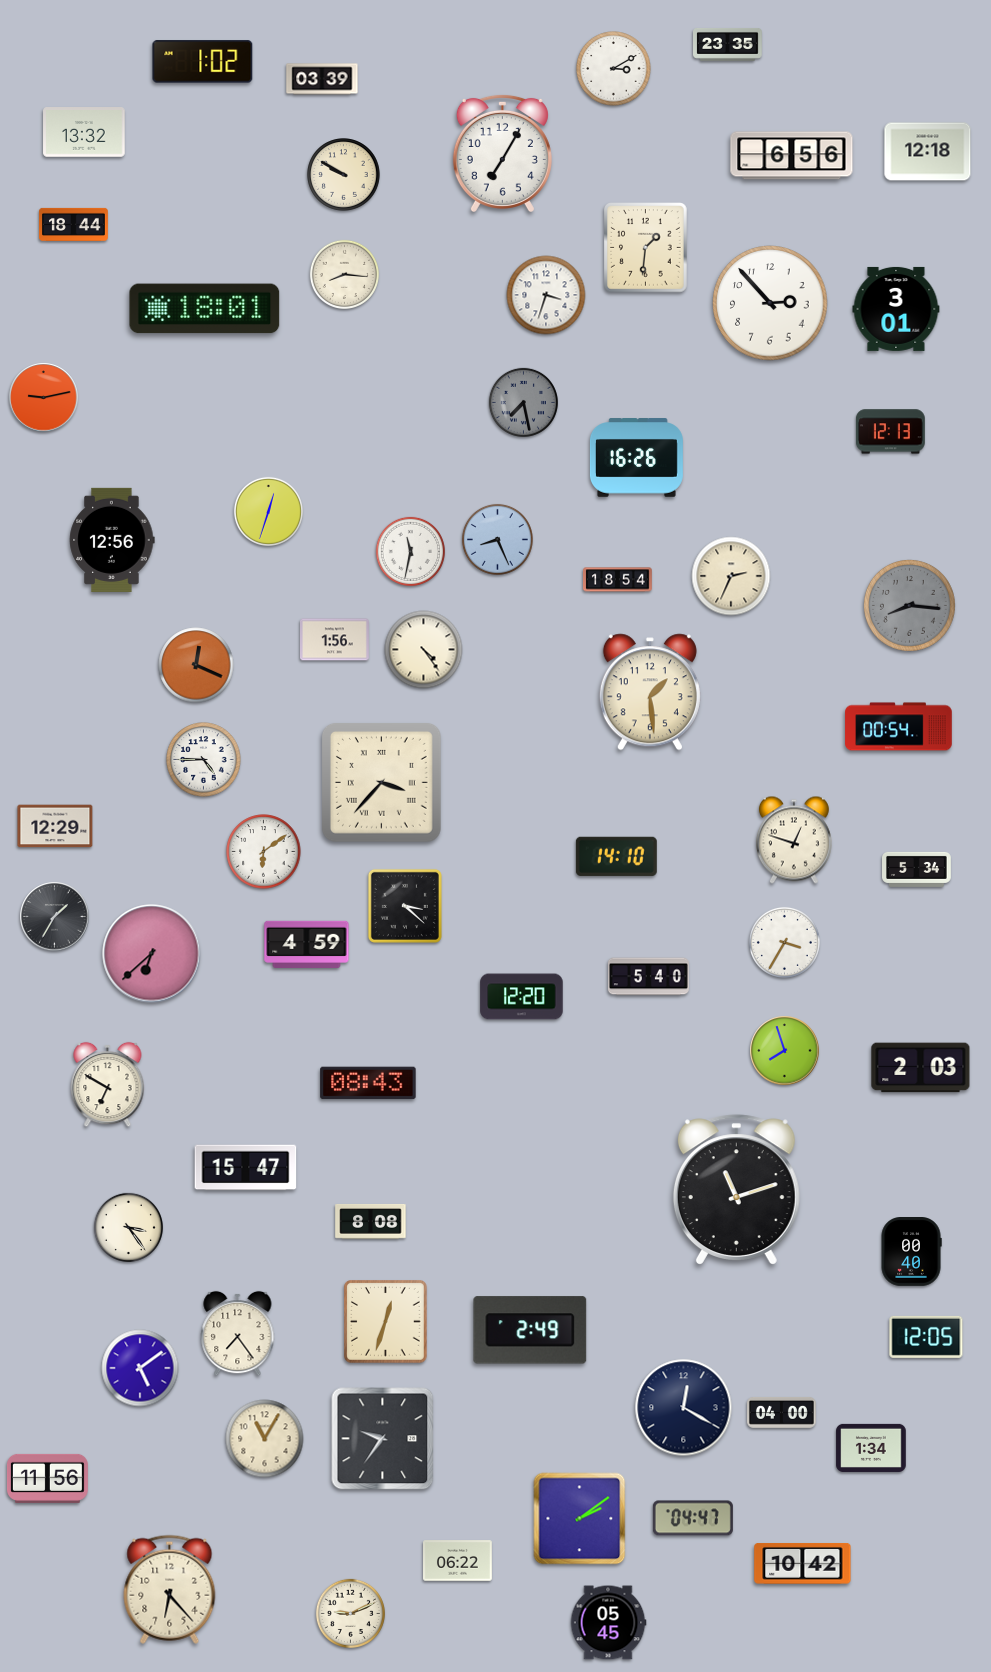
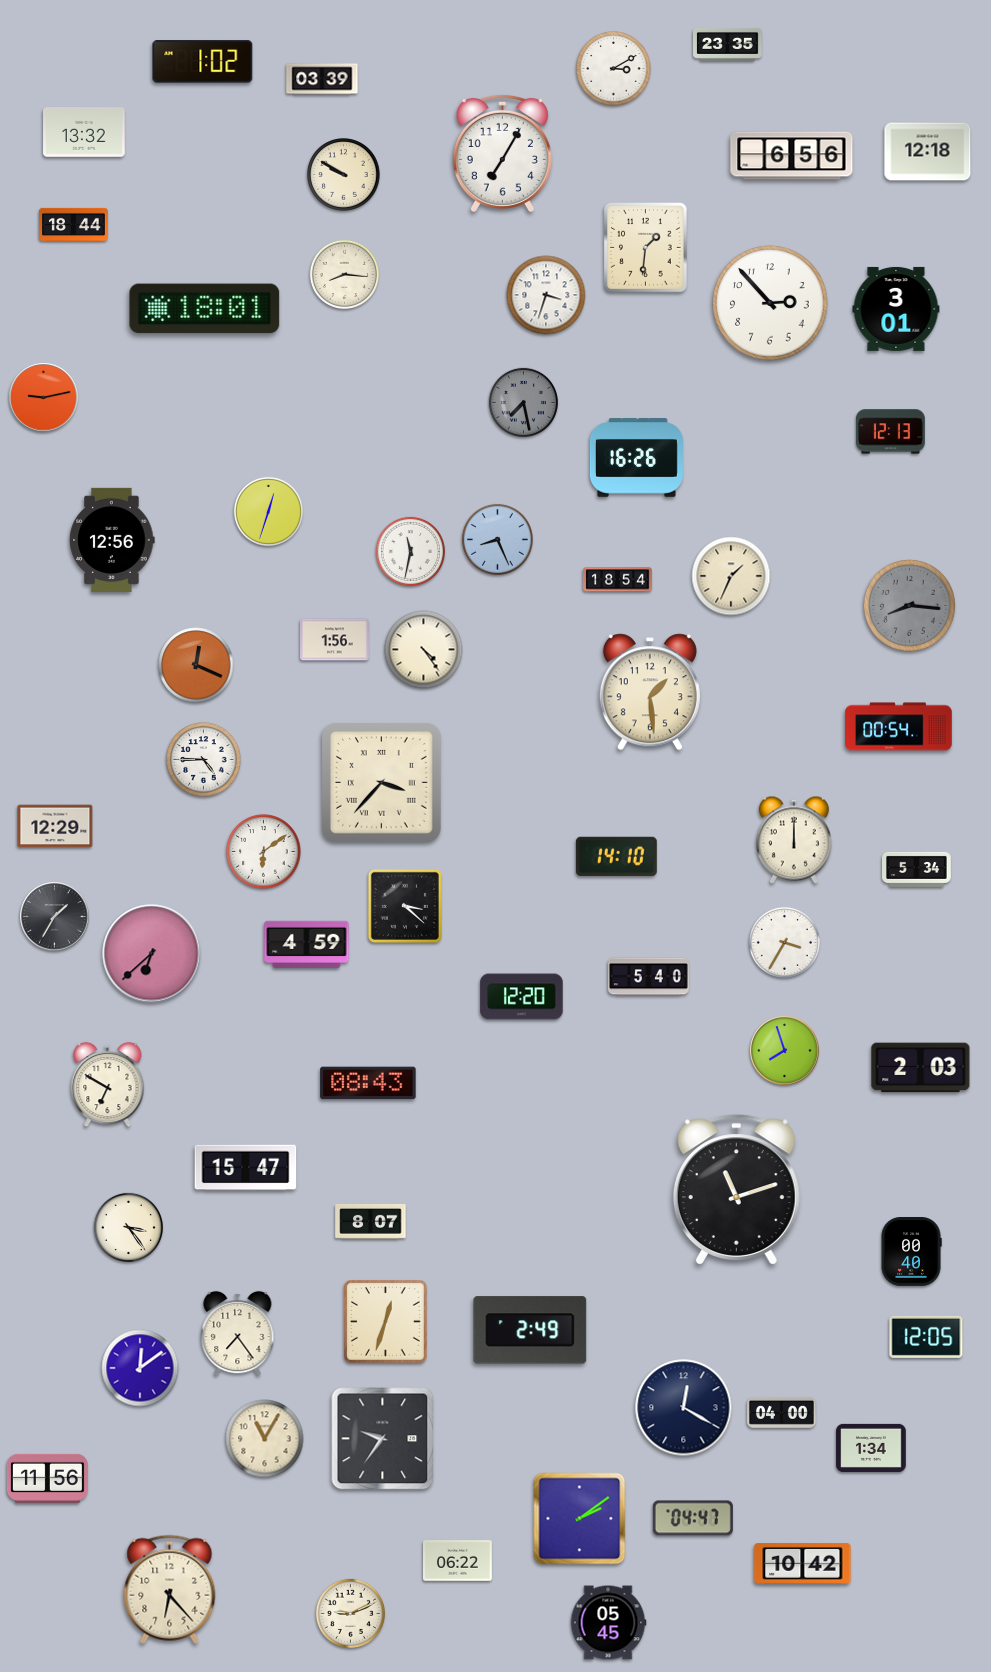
clock at (731, 576): 2:34 -> 1:34
clock at (794, 840): 12:48 -> 12:00
clock at (371, 1221): 8:08 -> 8:07
clock at (140, 1368): 5:09 -> 12:09
